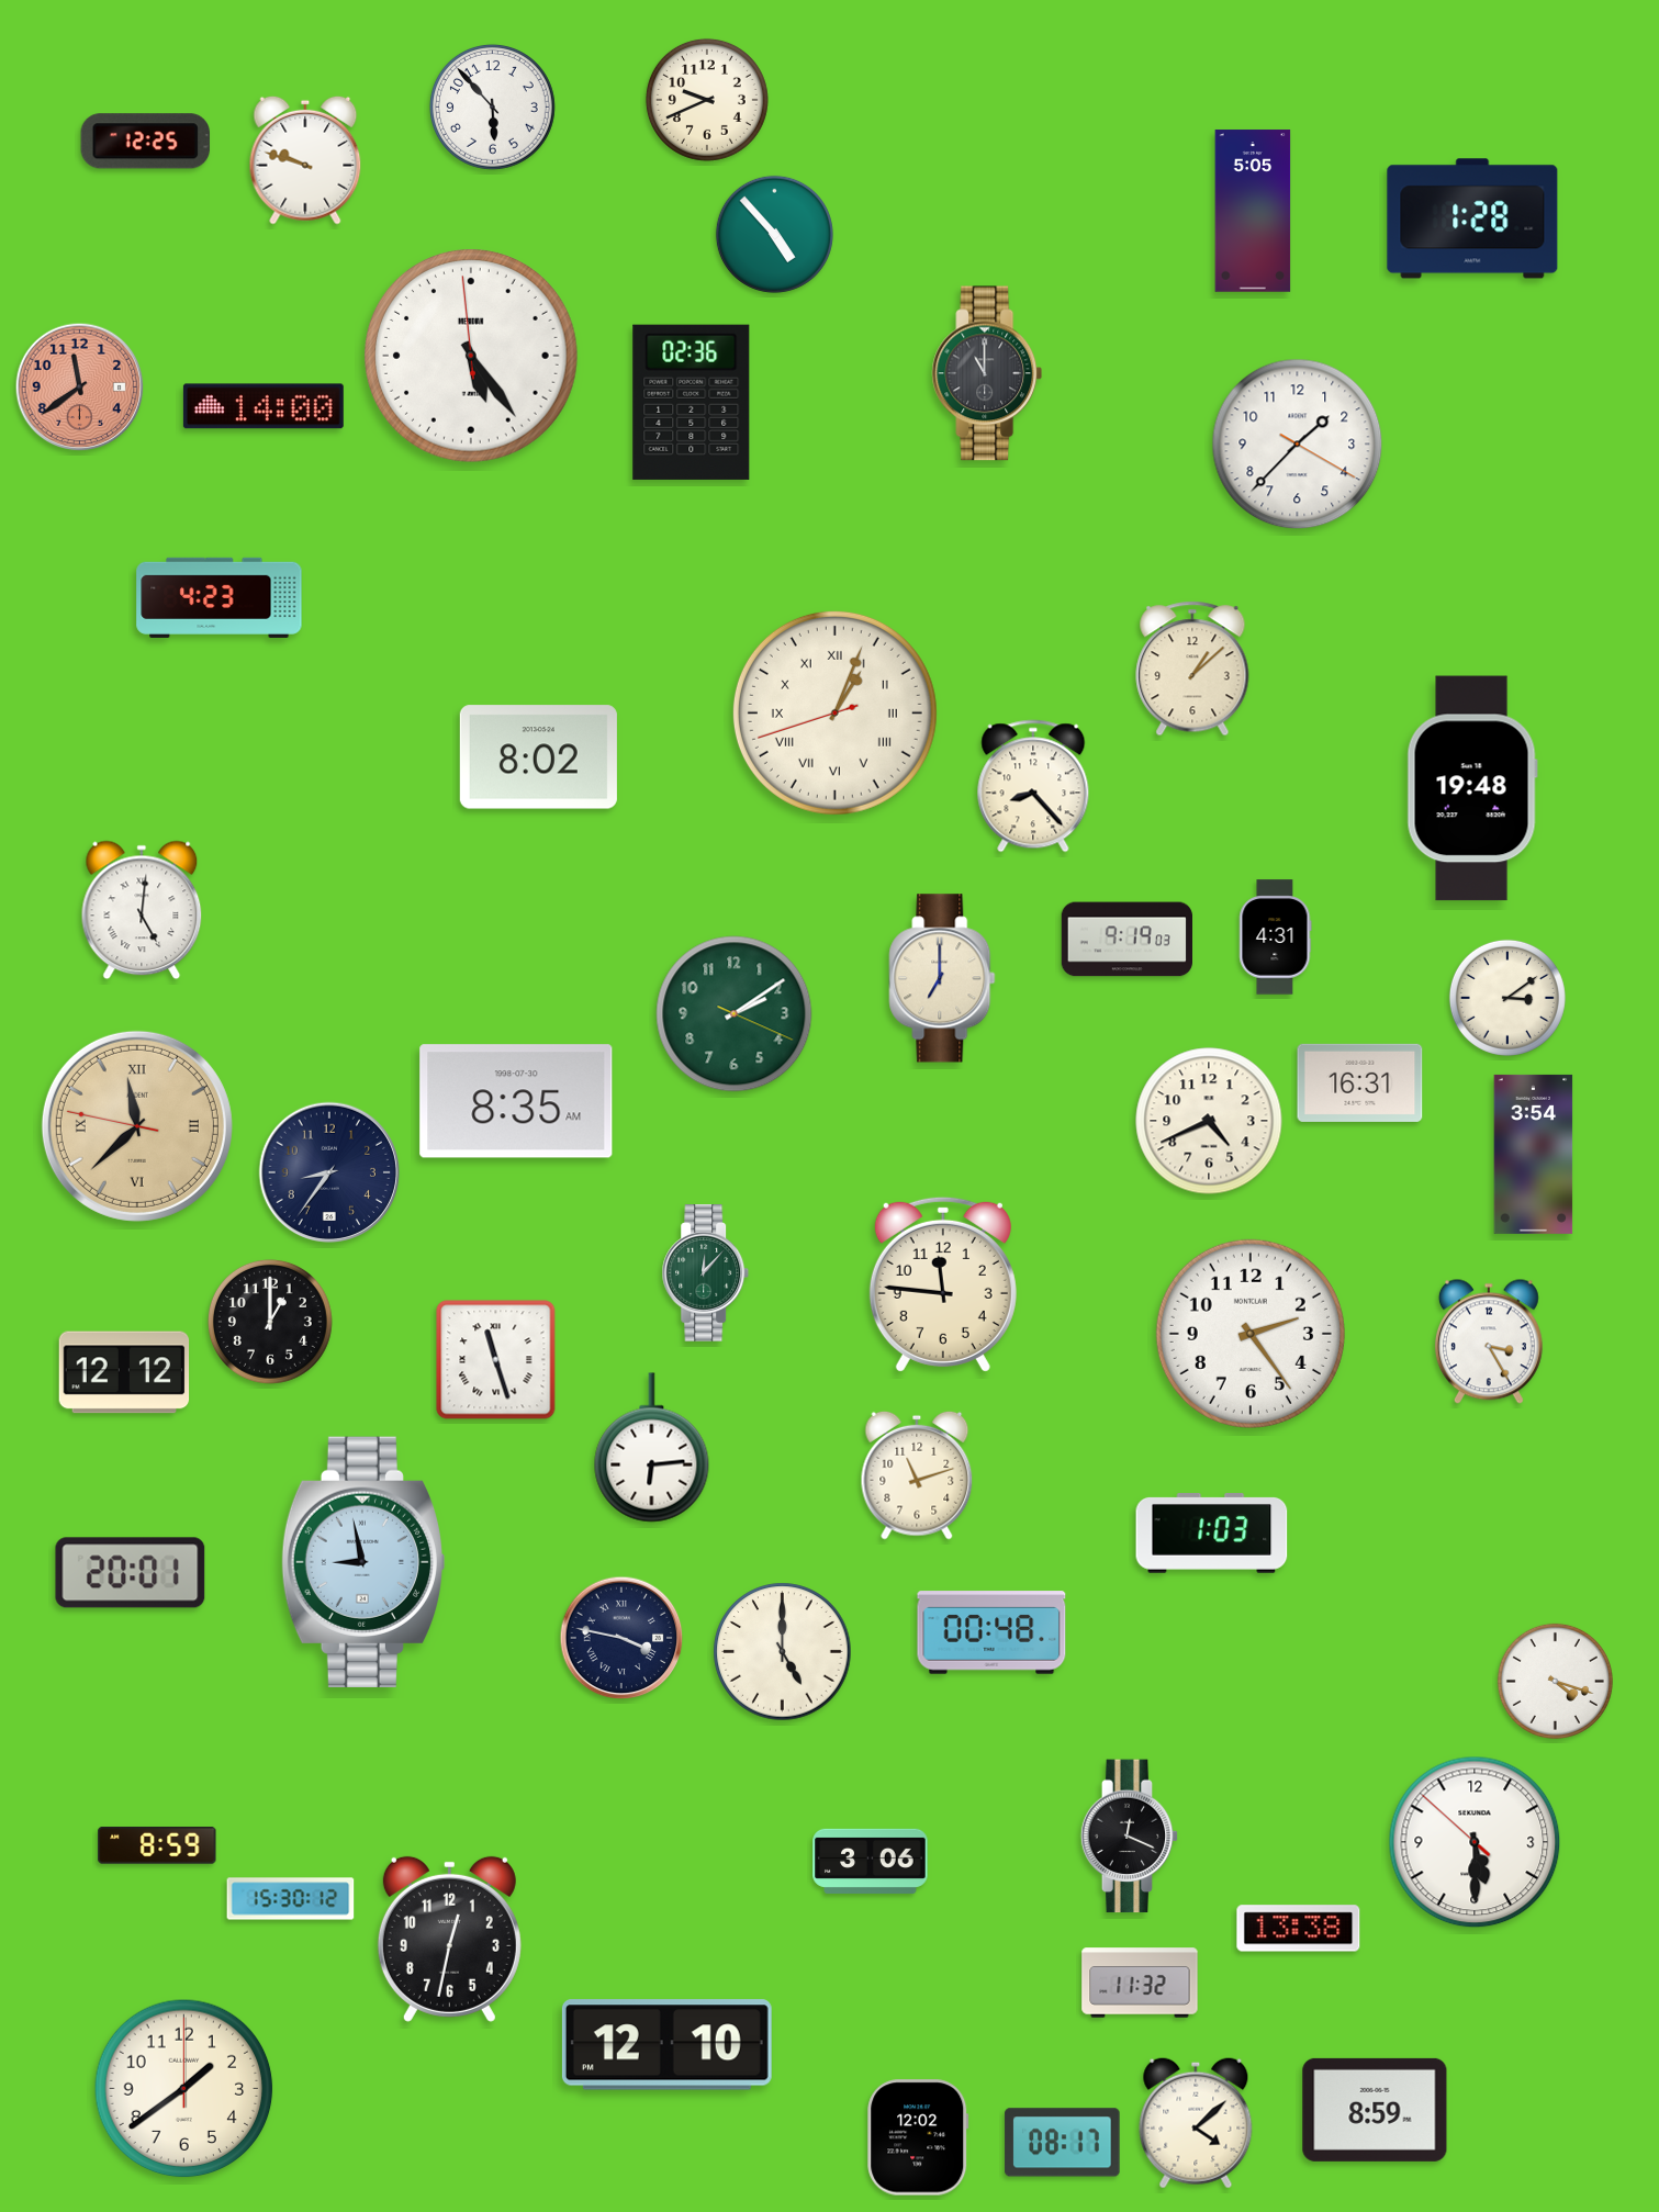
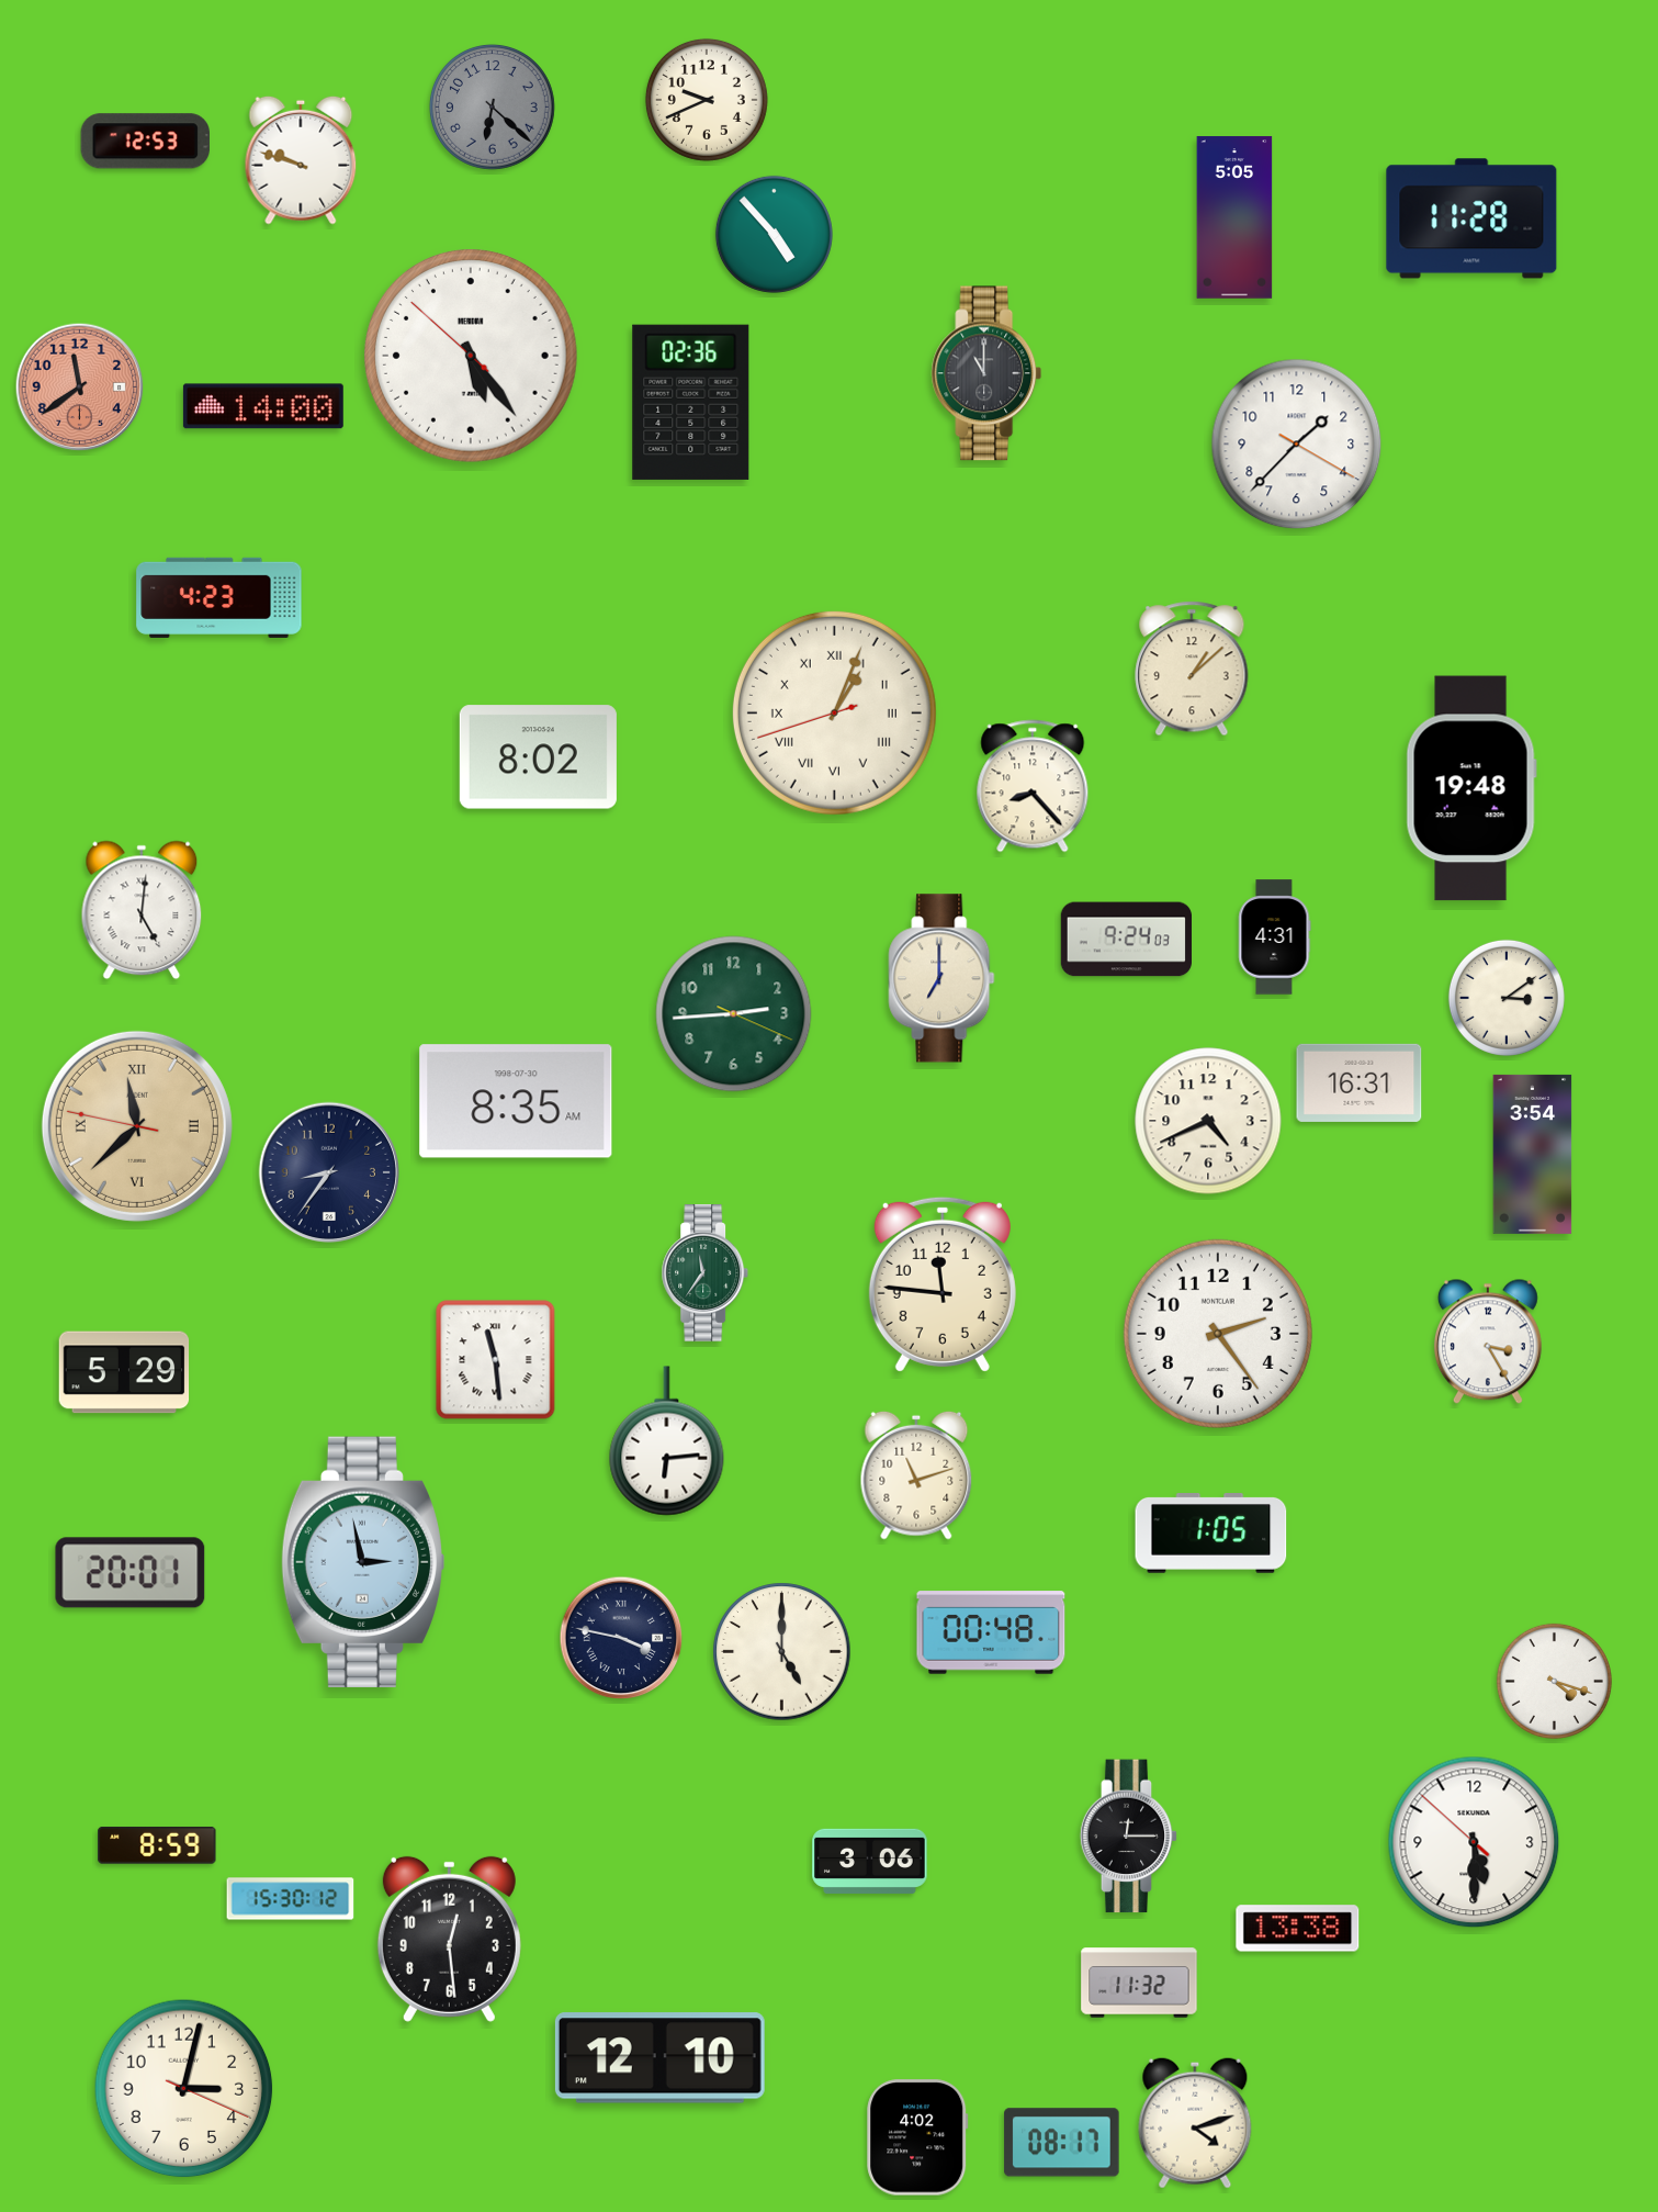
clock at (492, 106): 5:53 -> 6:22
clock at (492, 106) dial: white -> grey
clock at (145, 142): 12:25 -> 12:53
clock at (305, 160) position: (305, 160) -> (301, 160)
clock at (1253, 211) position: (1253, 211) -> (1234, 217)
clock at (1472, 218): 1:28 -> 11:28
clock at (472, 357): 5:23:59 -> 5:23:52
clock at (1126, 940): 9:19 -> 9:24
clock at (735, 1014): 2:09 -> 2:44
clock at (706, 1273): 12:07 -> 11:36
clock at (270, 1322): 1:00 -> none
clock at (1251, 1334) position: (1251, 1334) -> (1218, 1334)
clock at (496, 1360): 11:27 -> 11:29
clock at (124, 1372): 12:12 -> 5:29
clock at (652, 1448) position: (652, 1448) -> (667, 1441)
clock at (1212, 1534): 1:03 -> 1:05
clock at (363, 1562): 8:58 -> 2:58
clock at (1130, 1837): 12:19 -> 12:15
clock at (449, 1939): 12:32 -> 12:29
clock at (666, 2045) position: (666, 2045) -> (659, 2058)
clock at (184, 2089): 1:39 -> 3:02
clock at (1375, 2110): 8:59 -> none
clock at (1196, 2123): 4:08 -> 4:12
clock at (918, 2137): 12:02 -> 4:02
